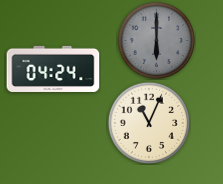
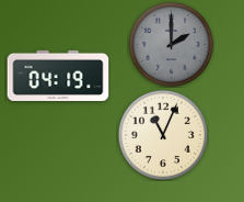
clock at (156, 40): 6:00 -> 2:00
clock at (53, 69): 04:24 -> 04:19
